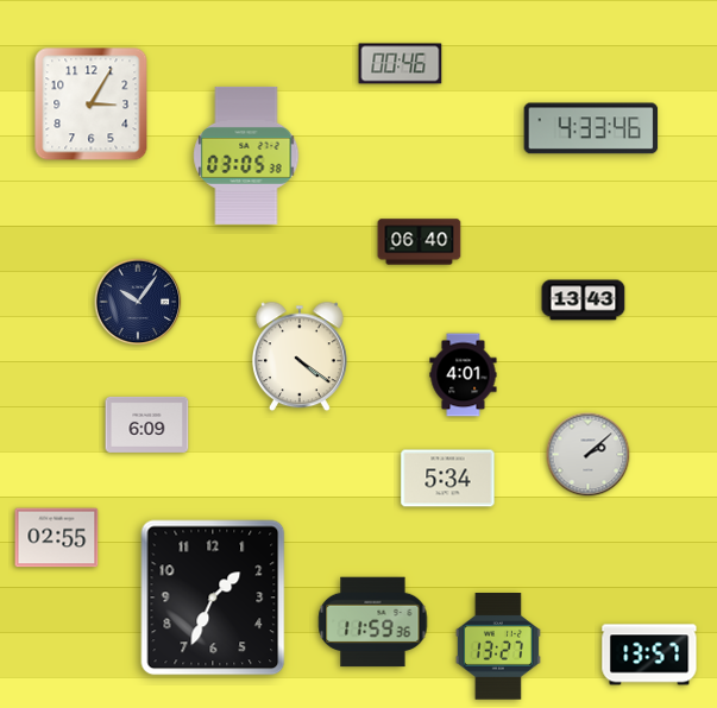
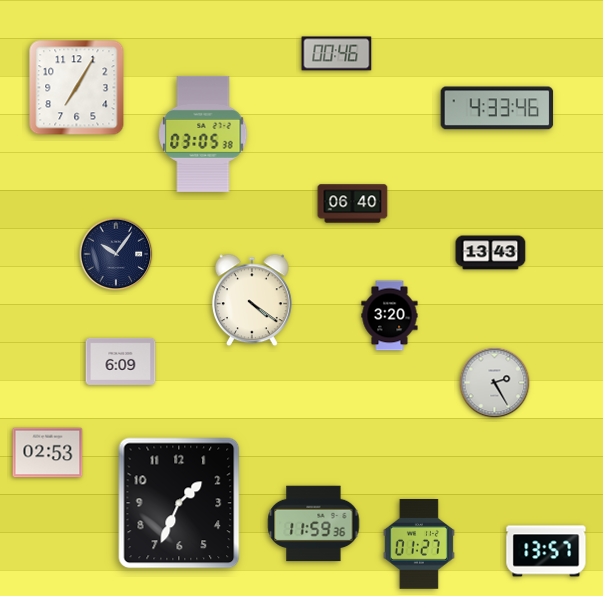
clock at (92, 105): 3:05 -> 7:05
clock at (246, 156) position: (246, 156) -> (203, 134)
clock at (464, 375): 4:01 -> 3:20
clock at (147, 424) position: (147, 424) -> (121, 361)
clock at (589, 455): 2:08 -> 2:25
clock at (448, 479): 5:34 -> none
clock at (57, 538): 02:55 -> 02:53
clock at (498, 647): 13:27 -> 01:27
